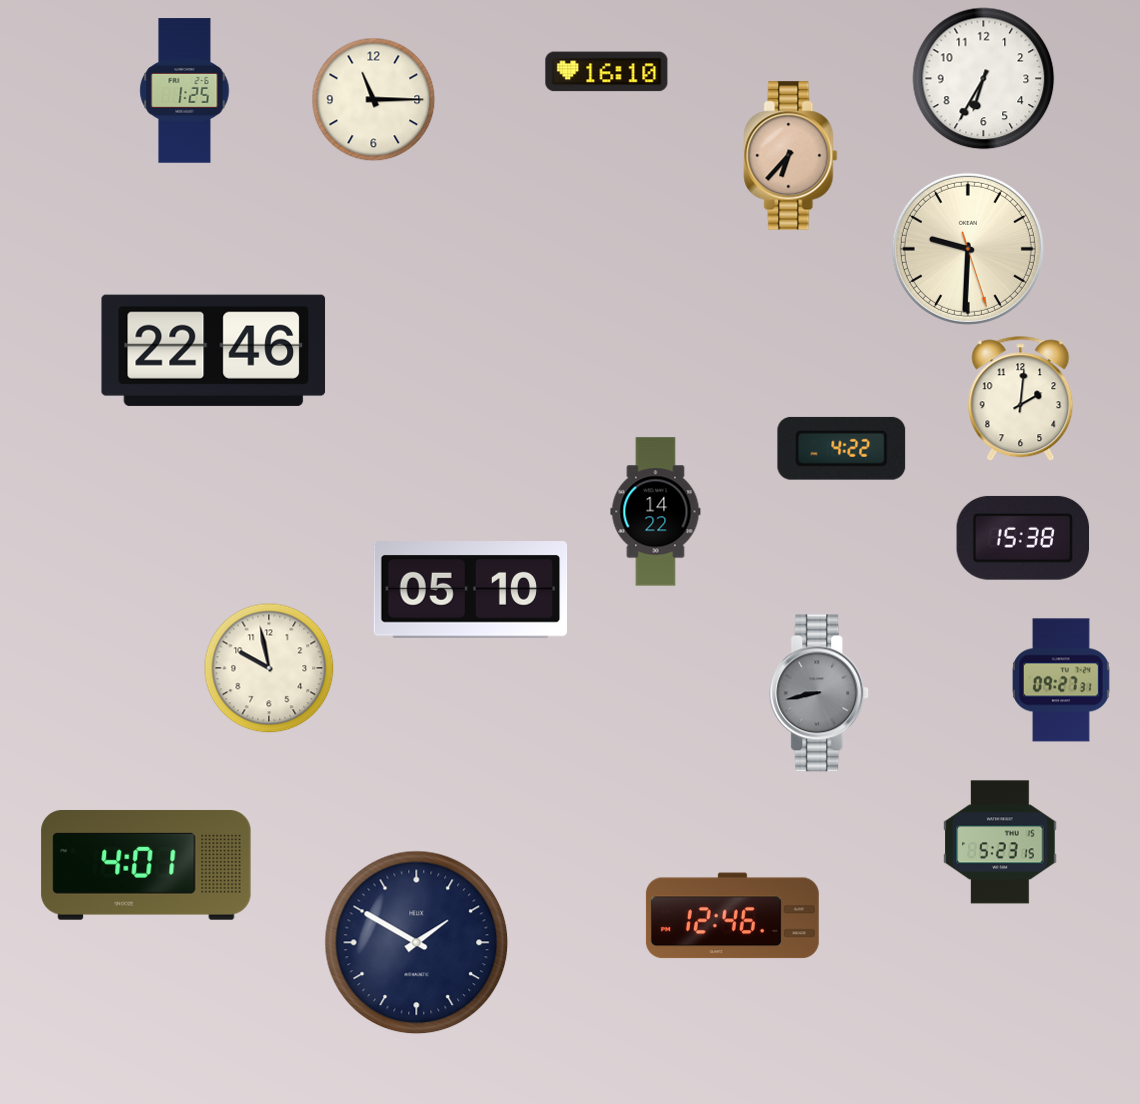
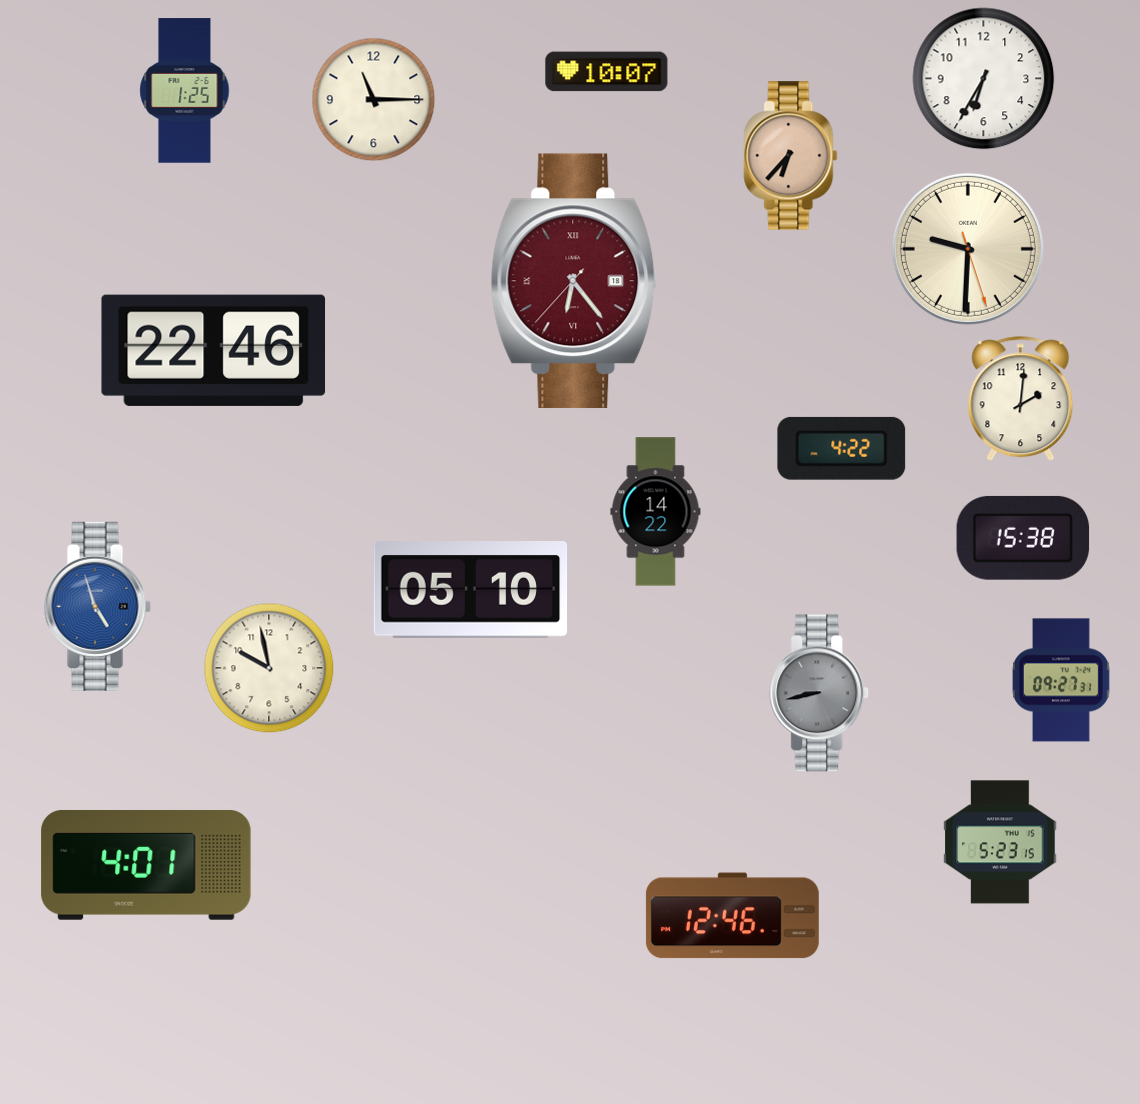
clock at (607, 72): 16:10 -> 10:07
clock at (574, 281): none -> 6:23
clock at (97, 606): none -> 4:57
clock at (417, 943): 1:50 -> none
